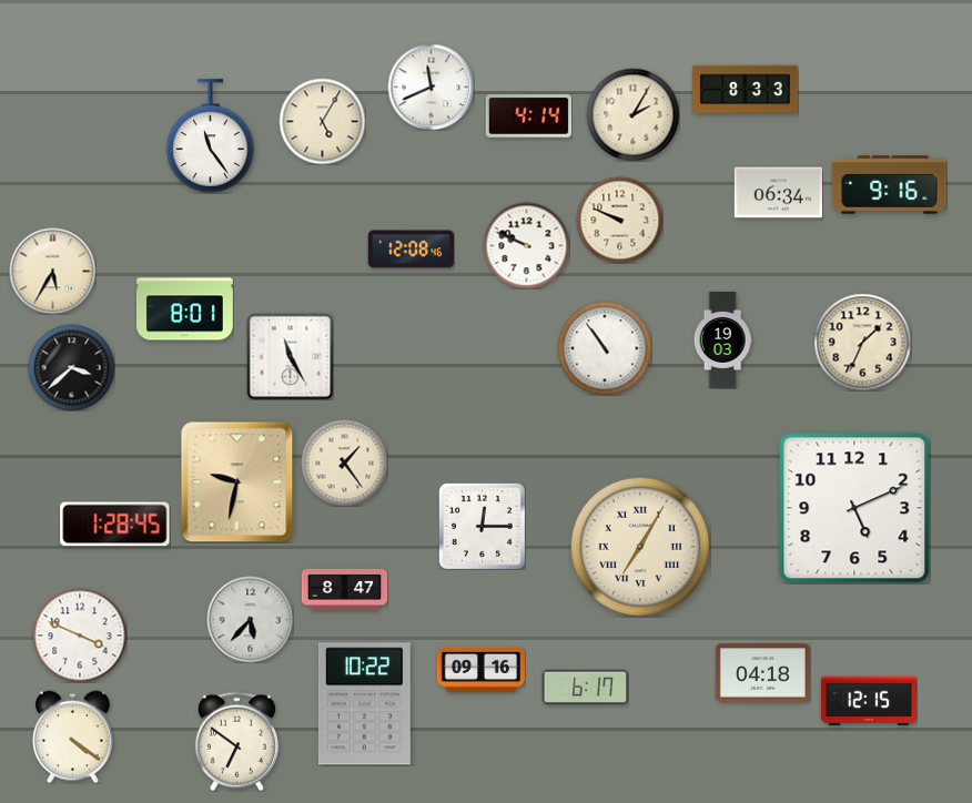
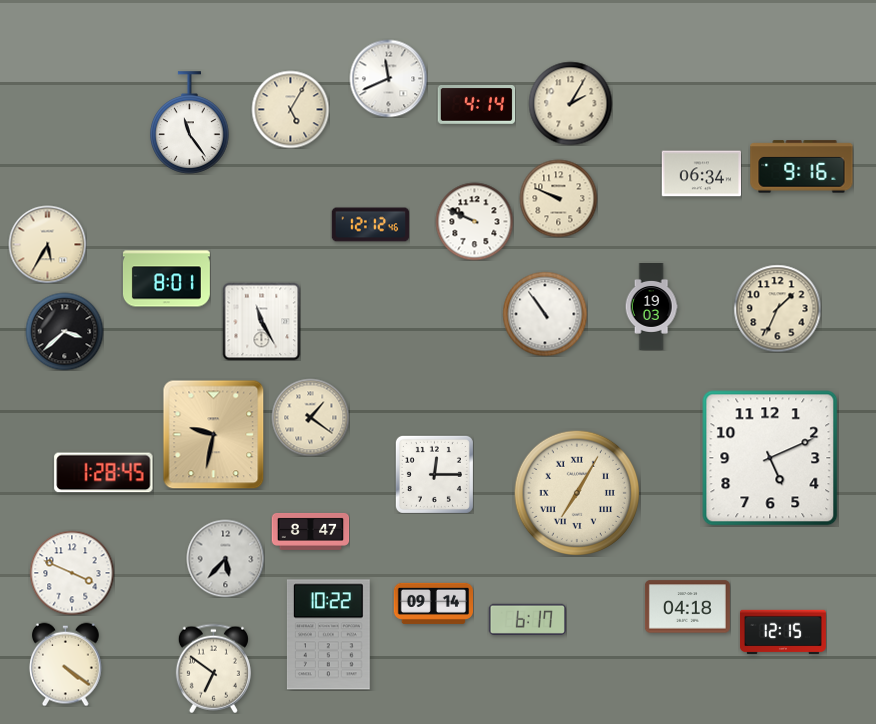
clock at (746, 90): 8:33 -> none
clock at (411, 250): 12:08 -> 12:12
clock at (344, 463): 1:24 -> 1:21
clock at (480, 669): 09:16 -> 09:14
